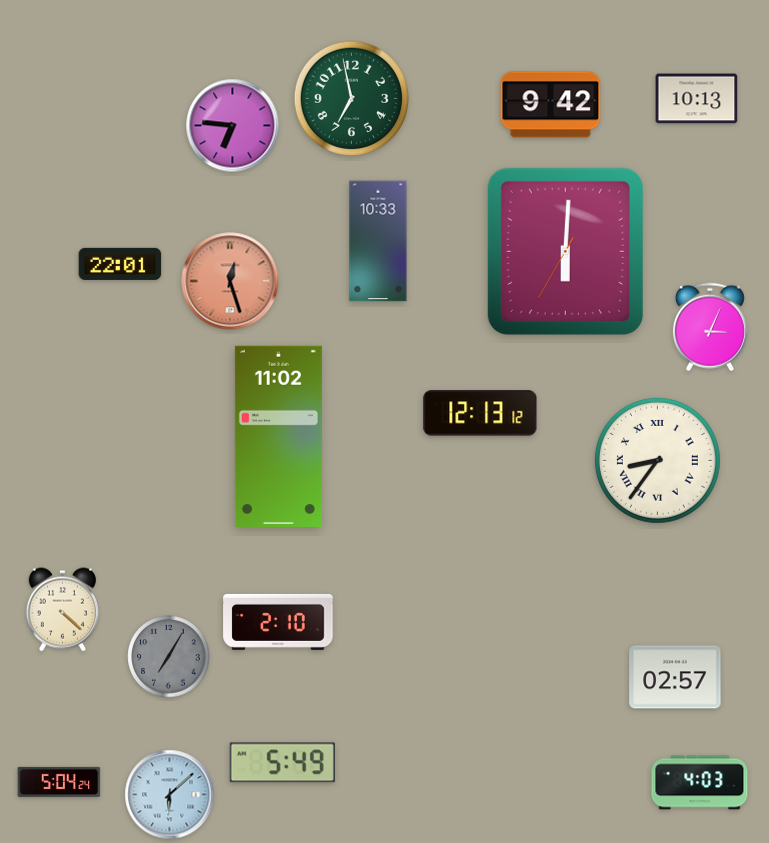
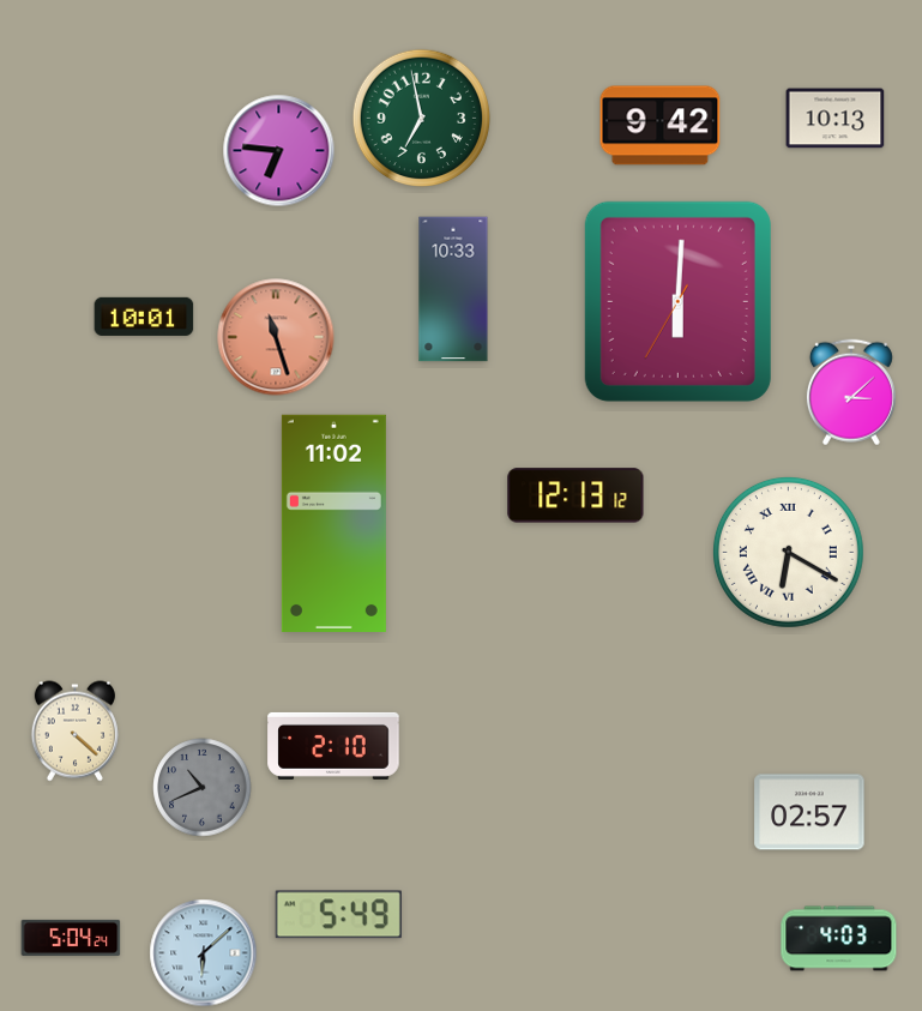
clock at (120, 264): 22:01 -> 10:01
clock at (230, 281): 12:27 -> 11:27
clock at (710, 327): 3:04 -> 3:08
clock at (657, 460): 8:36 -> 6:20
clock at (169, 657): 7:05 -> 10:41
